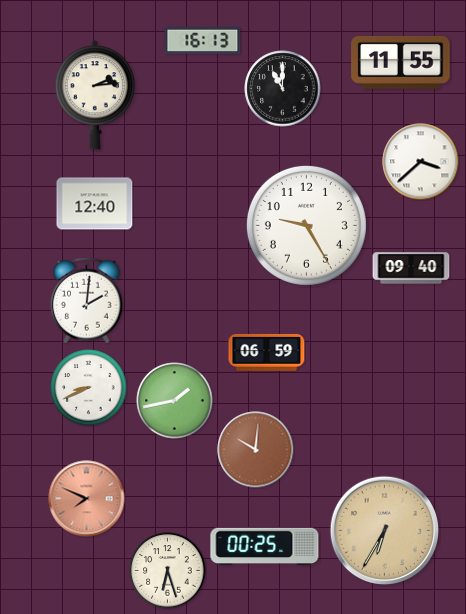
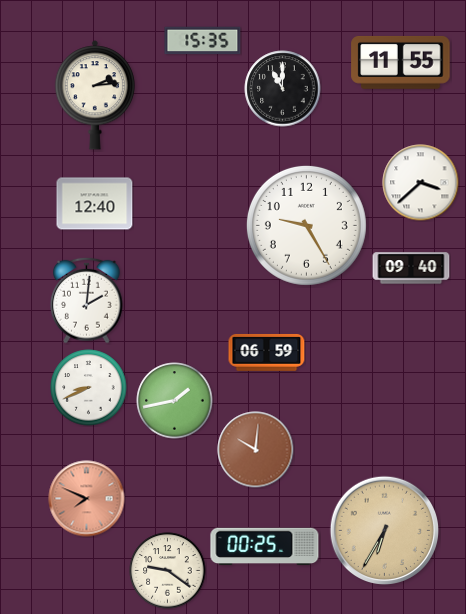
clock at (203, 41): 16:13 -> 15:35
clock at (421, 162) position: (421, 162) -> (421, 183)
clock at (168, 571): 6:27 -> 9:21
